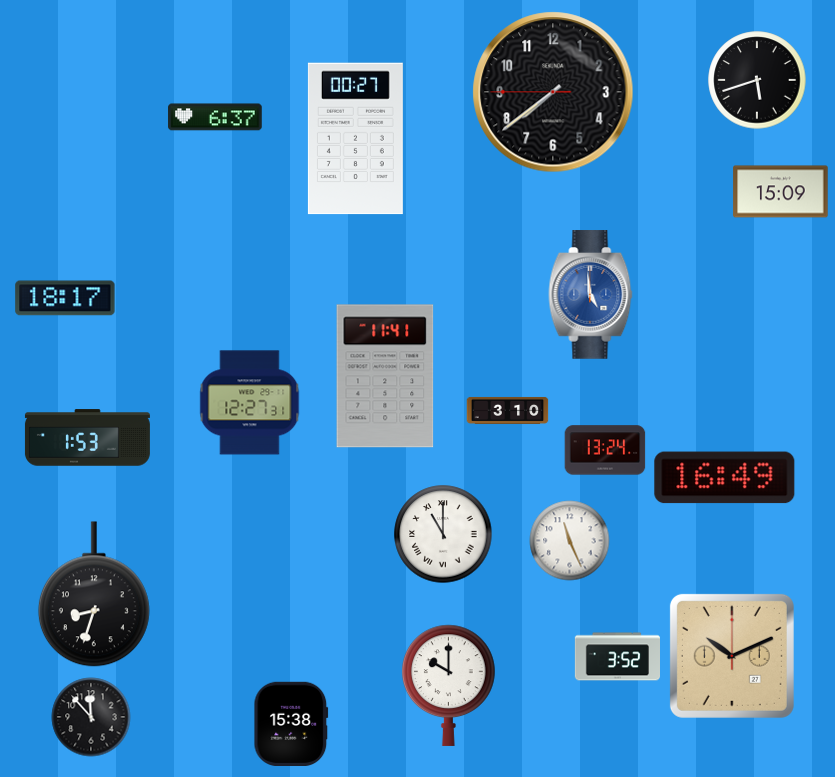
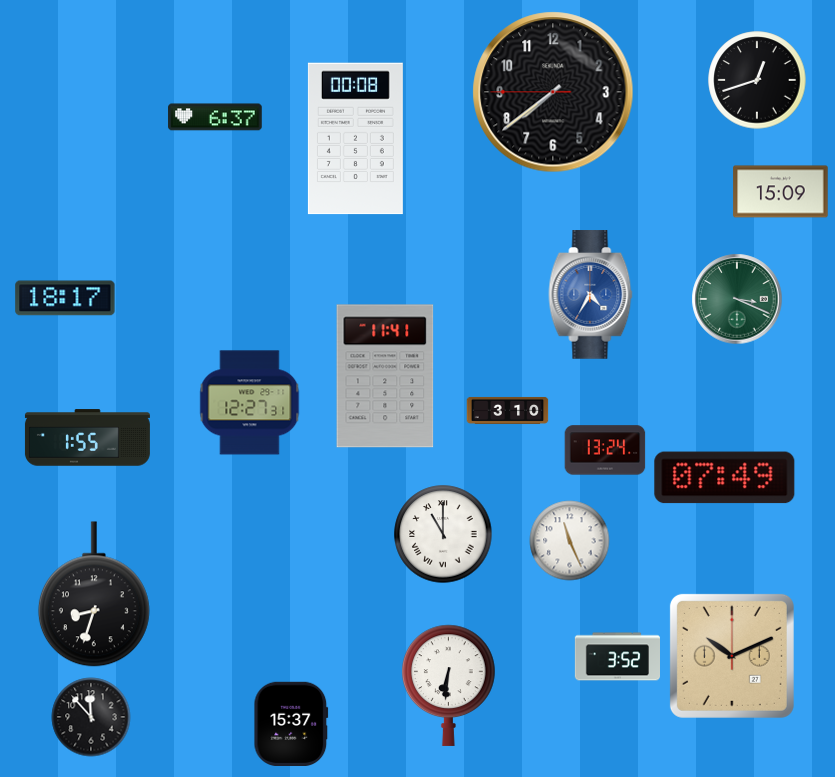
clock at (757, 80): 5:42 -> 12:42
clock at (355, 139): 00:27 -> 00:08
clock at (591, 295): 4:59 -> 4:35
clock at (737, 299): none -> 3:19
clock at (87, 438): 1:53 -> 1:55
clock at (725, 478): 16:49 -> 07:49
clock at (449, 685): 10:00 -> 6:31
clock at (291, 723): 15:38 -> 15:37
